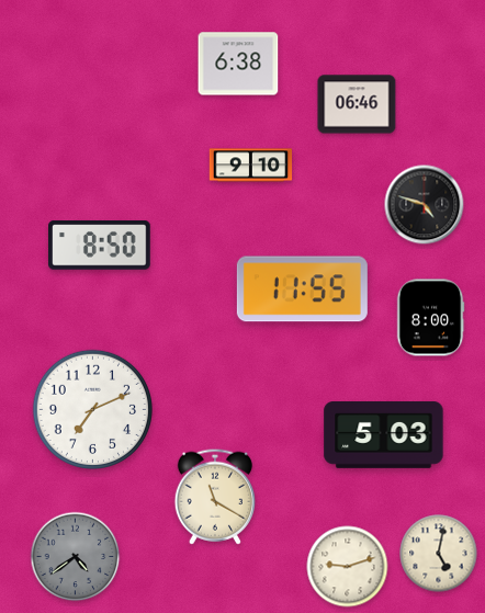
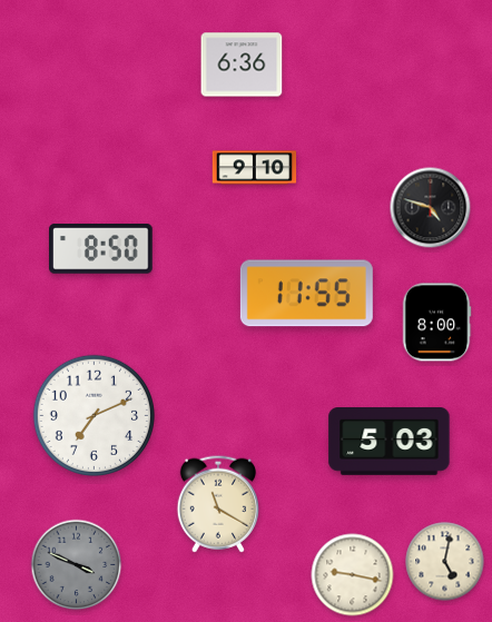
clock at (238, 64): 6:38 -> 6:36
clock at (357, 104): 06:46 -> none
clock at (76, 557): 4:39 -> 3:49
clock at (348, 567): 9:12 -> 9:17
